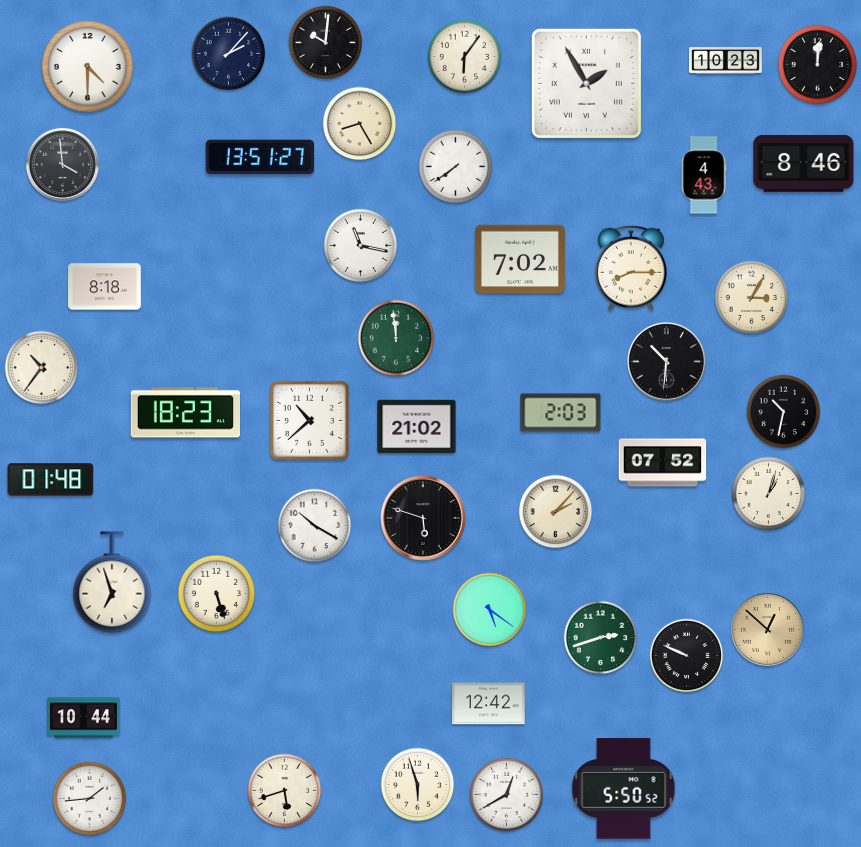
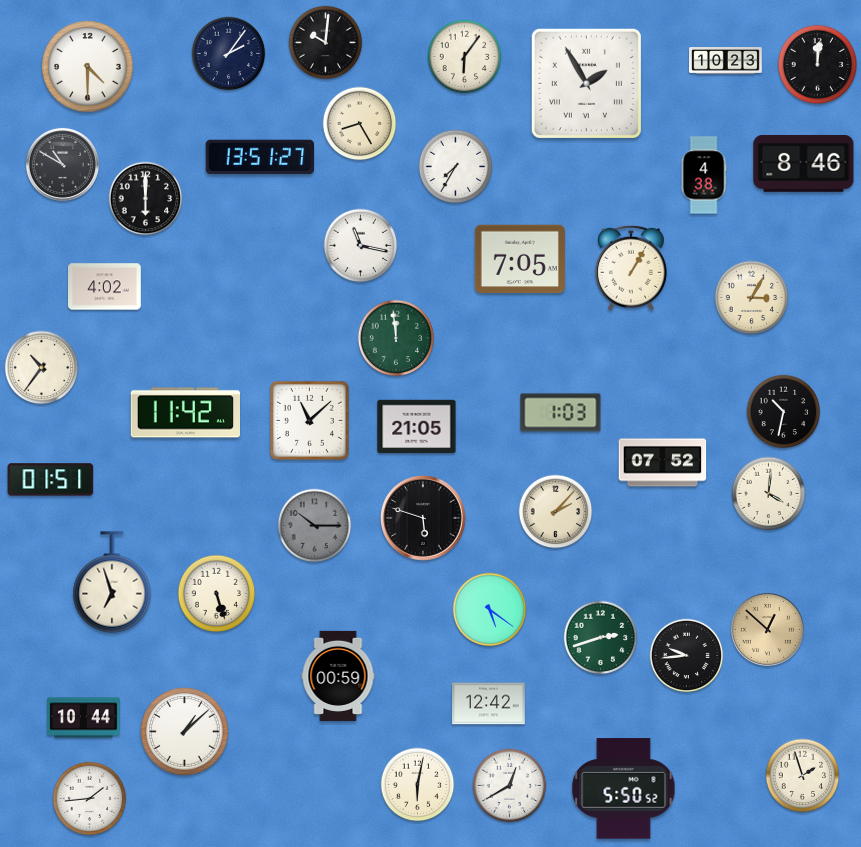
clock at (229, 54): 2:07 -> 2:06
clock at (62, 164): 3:59 -> 10:50
clock at (456, 167): 7:39 -> 7:35
clock at (704, 175): 4:43 -> 4:38
clock at (146, 199): none -> 6:00
clock at (520, 259): 7:02 -> 7:05
clock at (631, 268): 8:15 -> 1:05
clock at (105, 287): 8:18 -> 4:02
clock at (666, 361): 10:31 -> none
clock at (185, 413): 18:23 -> 11:42
clock at (561, 413): 2:03 -> 1:03
clock at (309, 420): 10:38 -> 11:08
clock at (417, 427): 21:02 -> 21:05
clock at (51, 480): 01:48 -> 01:51
clock at (769, 494): 1:03 -> 4:01
clock at (315, 526): 10:20 -> 10:15
clock at (315, 526) dial: white -> grey
clock at (687, 656): 9:49 -> 9:44
clock at (338, 676): none -> 00:59
clock at (185, 732): none -> 1:08
clock at (803, 776): none -> 1:57
clock at (418, 785): 5:57 -> 6:02
clock at (285, 791): 5:42 -> none
clock at (507, 795) position: (507, 795) -> (510, 786)
